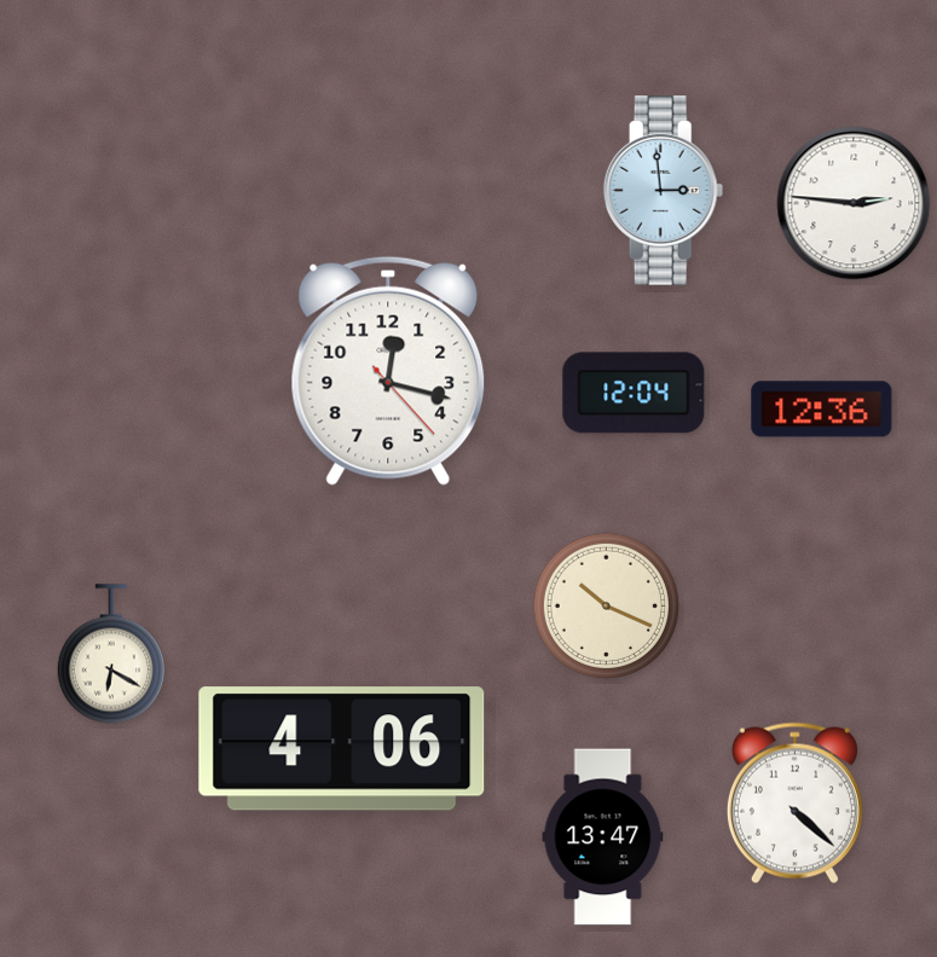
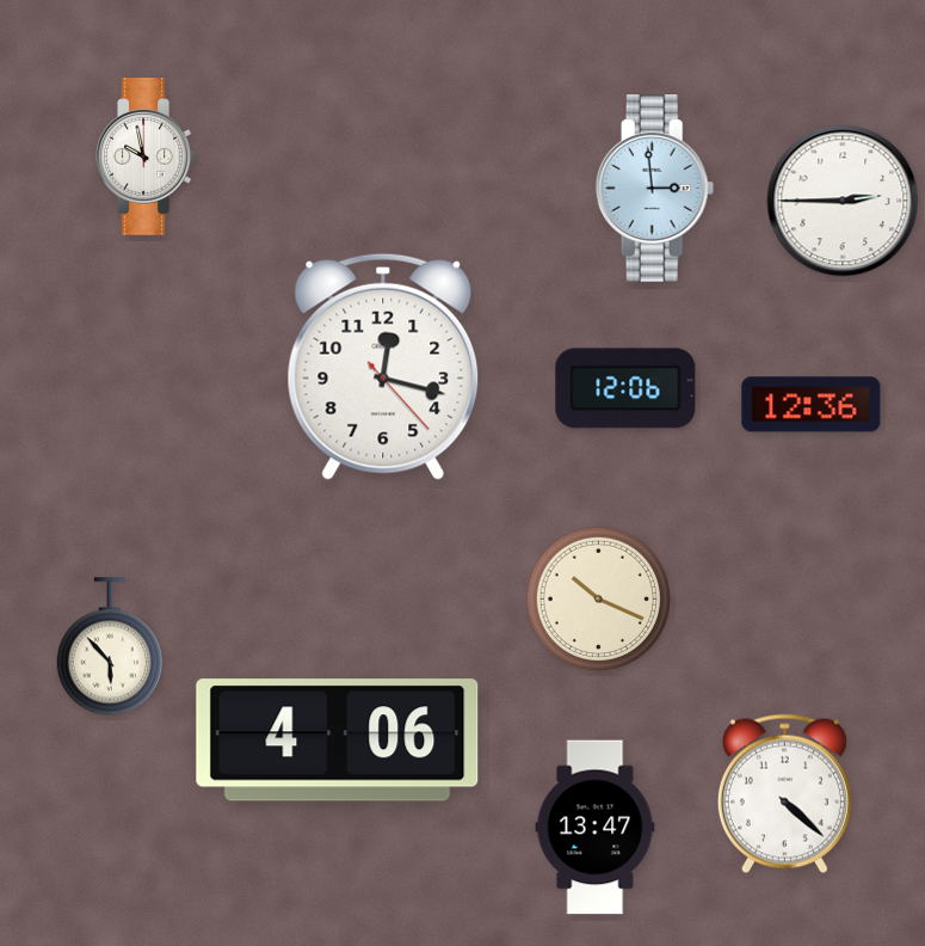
clock at (146, 158): none -> 9:58
clock at (854, 203): 2:46 -> 2:45
clock at (634, 393): 12:04 -> 12:06
clock at (110, 654): 6:20 -> 5:53
